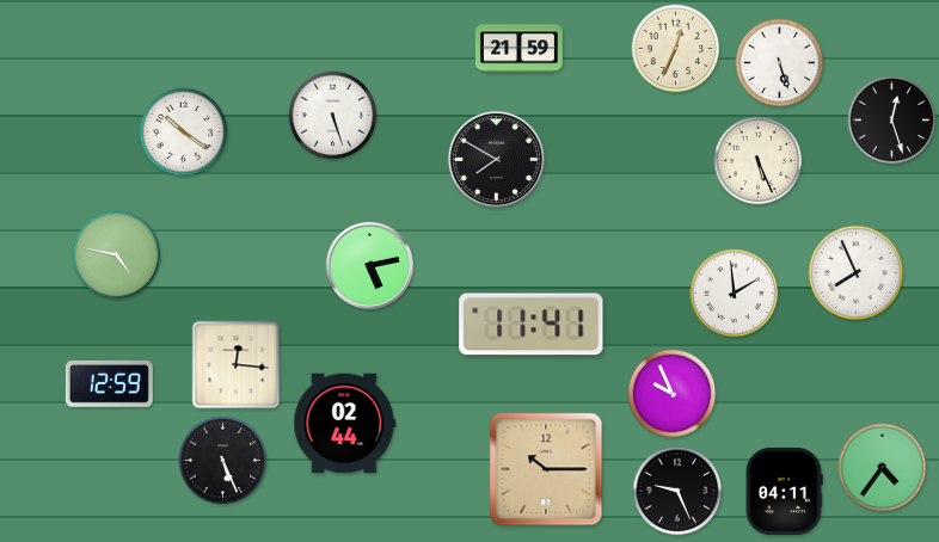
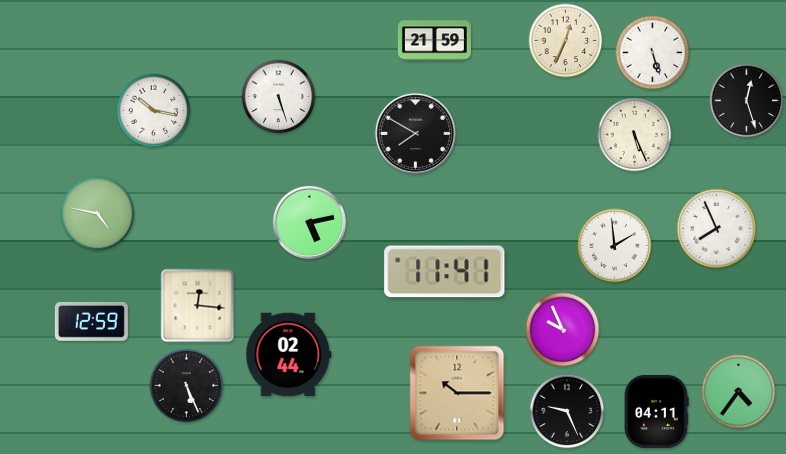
clock at (184, 133): 10:21 -> 10:17
